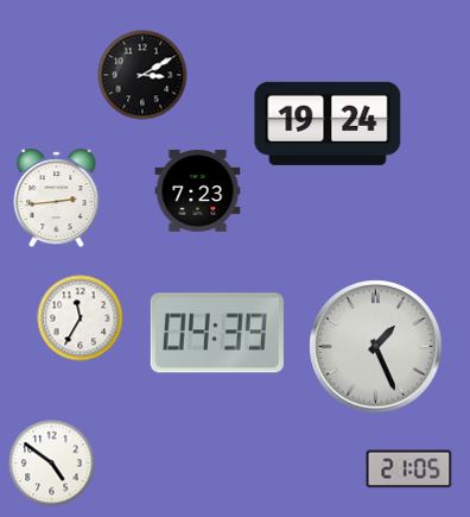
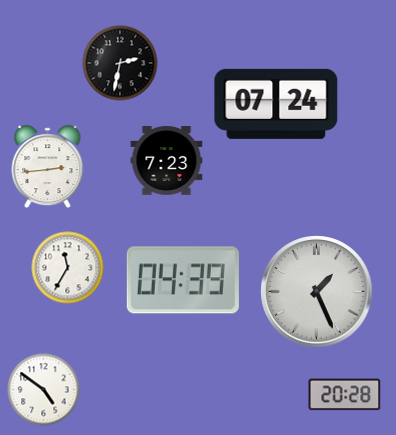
clock at (142, 75): 3:10 -> 2:32
clock at (328, 124): 19:24 -> 07:24
clock at (409, 469): 21:05 -> 20:28
